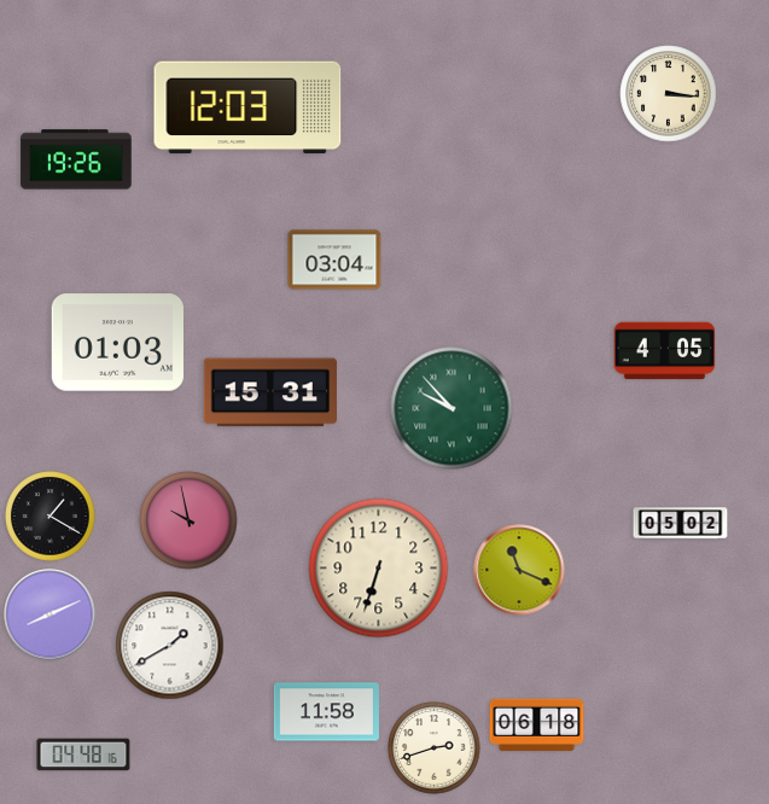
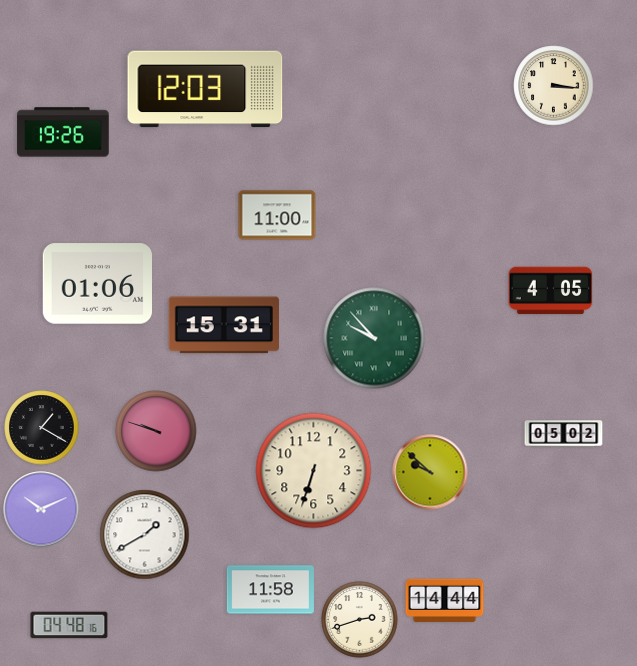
clock at (669, 94) position: (669, 94) -> (554, 86)
clock at (334, 260): 03:04 -> 11:00
clock at (118, 343): 01:03 -> 01:06
clock at (188, 520): 9:58 -> 9:48
clock at (519, 570): 11:19 -> 9:52
clock at (49, 614): 8:11 -> 10:11
clock at (170, 646) position: (170, 646) -> (145, 535)
clock at (537, 724): 06:18 -> 14:44
